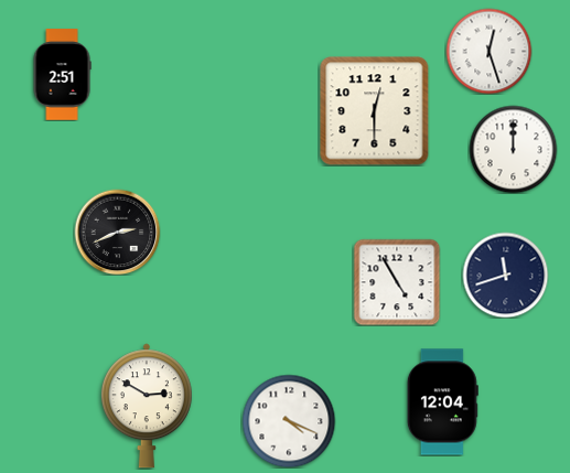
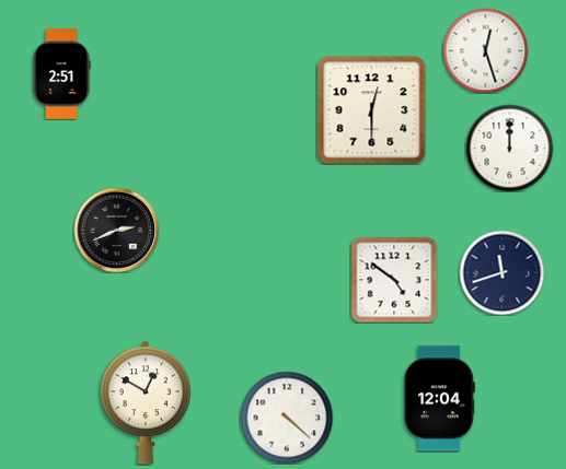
clock at (397, 282): 4:55 -> 4:51
clock at (147, 406): 2:50 -> 12:50
clock at (289, 421): 4:19 -> 4:22
